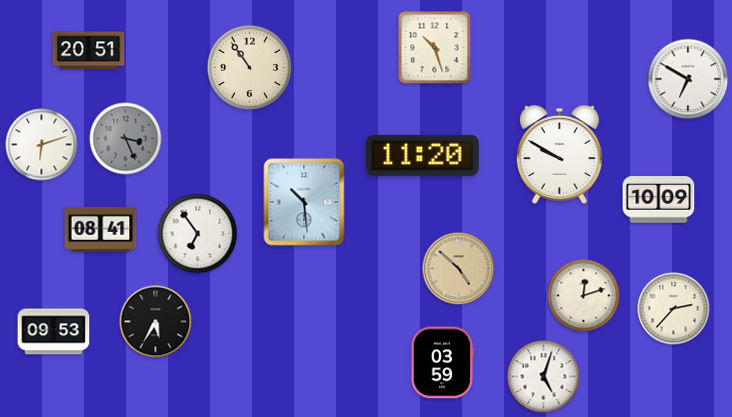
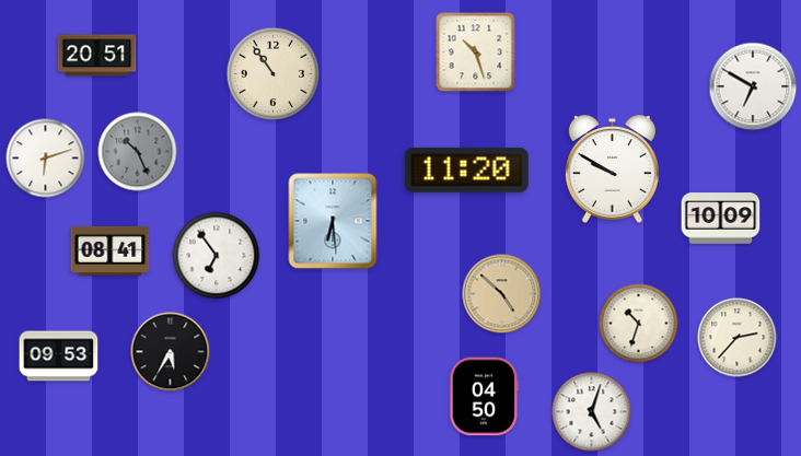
clock at (126, 139): 3:26 -> 10:26
clock at (422, 155) position: (422, 155) -> (466, 169)
clock at (304, 202): 10:29 -> 6:29
clock at (584, 296): 12:12 -> 10:33
clock at (54, 332) position: (54, 332) -> (59, 356)
clock at (443, 363): 03:59 -> 04:50
clock at (544, 377) position: (544, 377) -> (592, 412)
